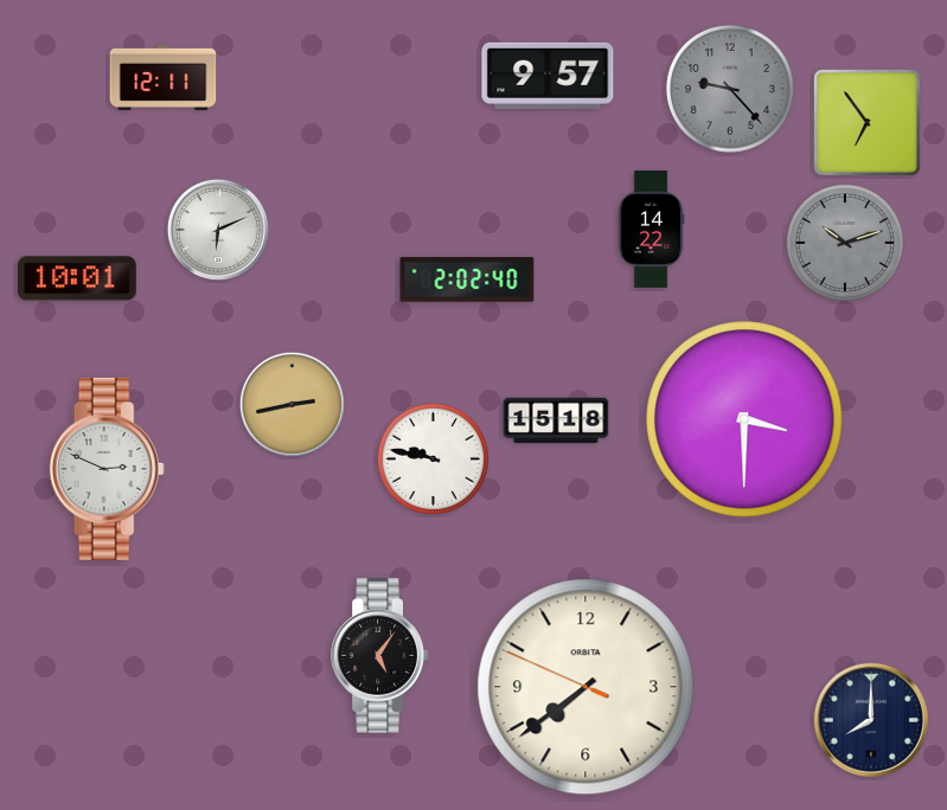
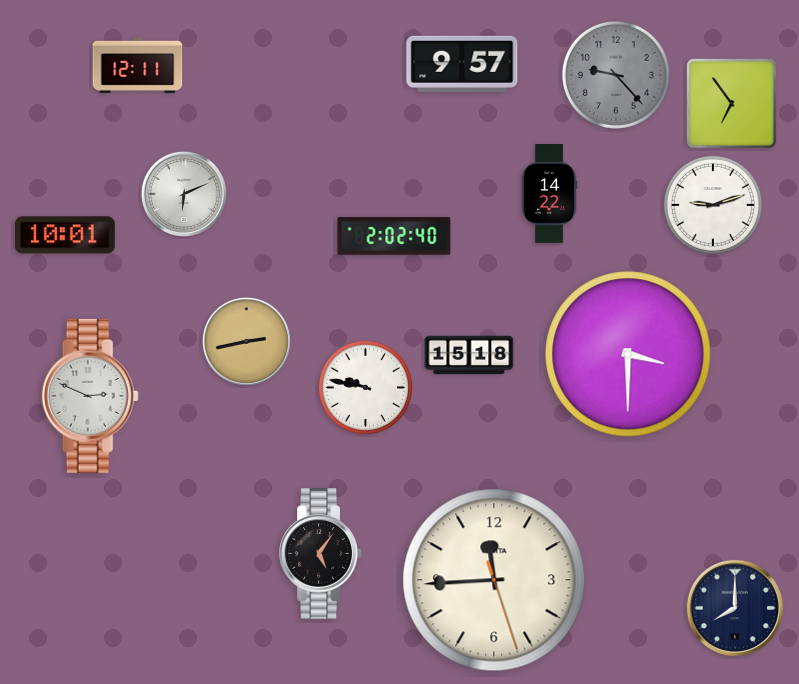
clock at (845, 243): 10:12 -> 9:12
clock at (845, 243) dial: grey -> white
clock at (586, 687): 7:38 -> 11:44
